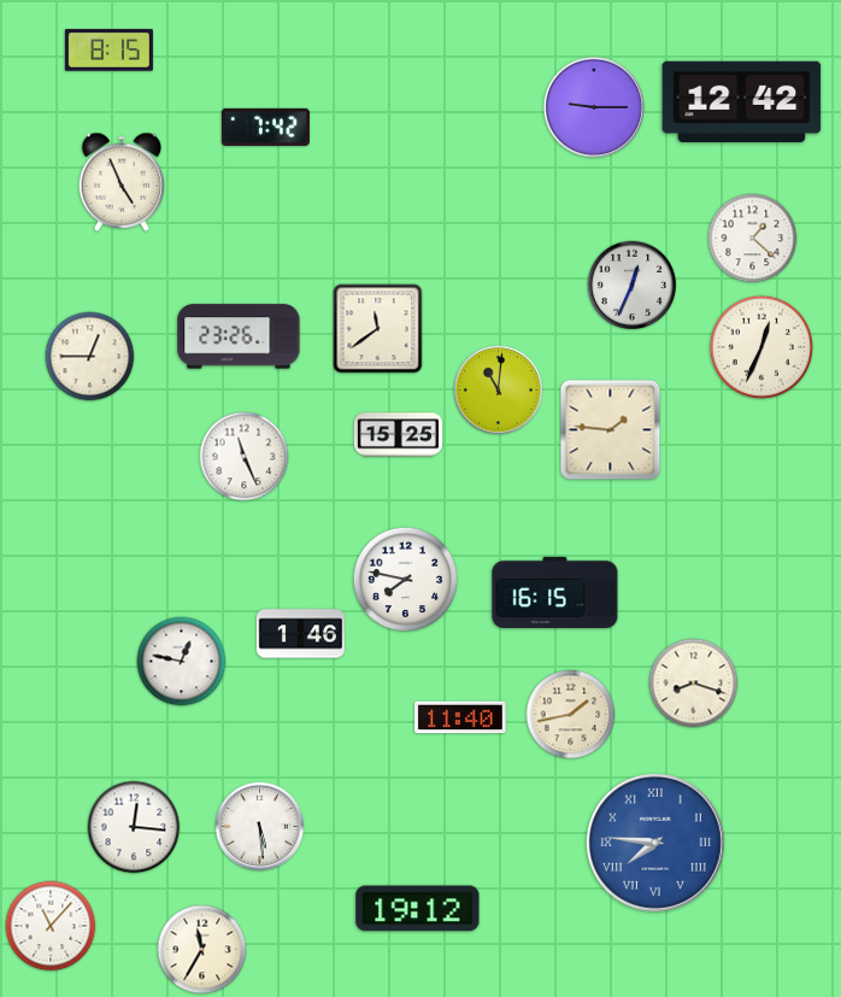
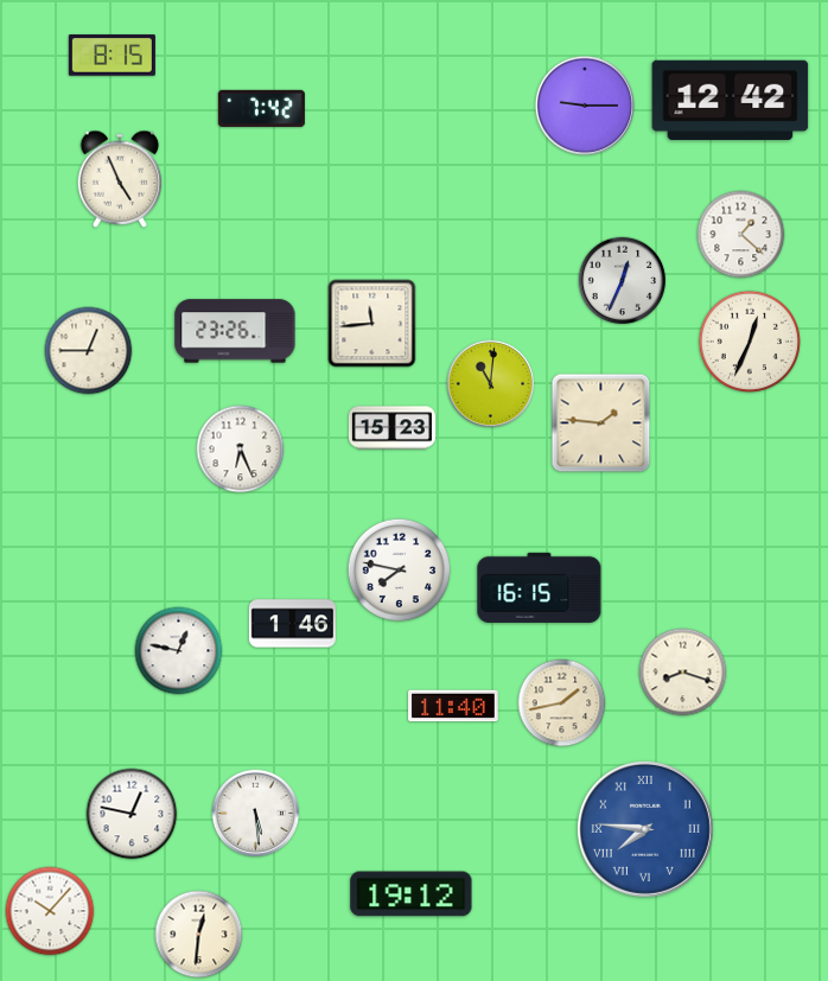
clock at (108, 51) position: (108, 51) -> (112, 56)
clock at (265, 127) position: (265, 127) -> (261, 108)
clock at (378, 329): 11:39 -> 11:44
clock at (398, 435): 15:25 -> 15:23
clock at (245, 457): 11:26 -> 6:26
clock at (555, 592) position: (555, 592) -> (540, 587)
clock at (300, 634) position: (300, 634) -> (292, 624)
clock at (134, 827): 12:16 -> 12:47
clock at (51, 926): 11:07 -> 10:07
clock at (202, 950): 11:35 -> 12:31
